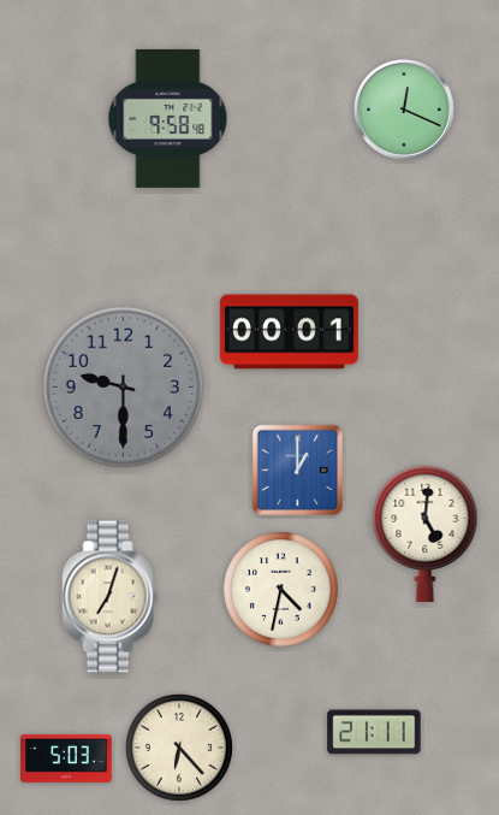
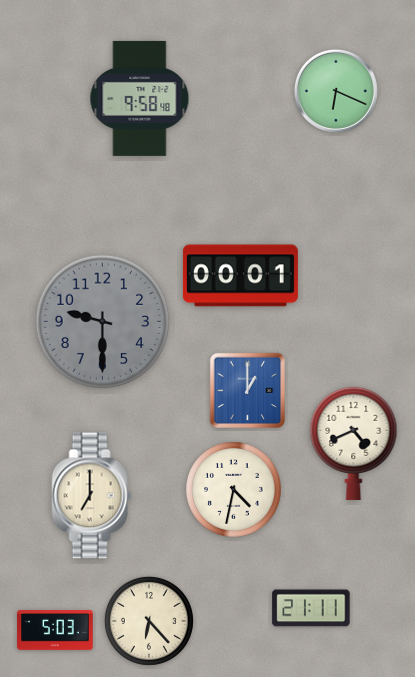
clock at (404, 110): 12:19 -> 6:19
clock at (426, 533): 5:01 -> 4:41
clock at (111, 597): 7:03 -> 7:00
